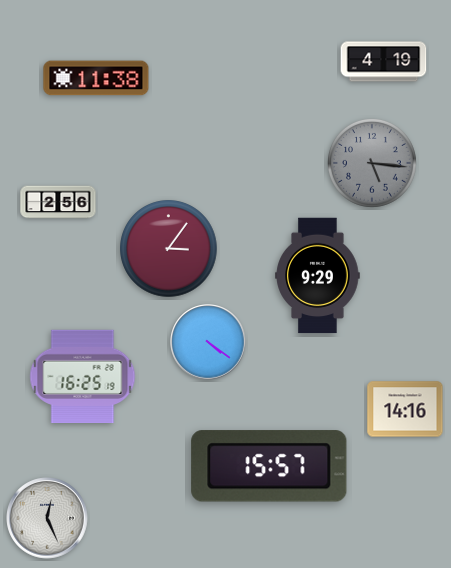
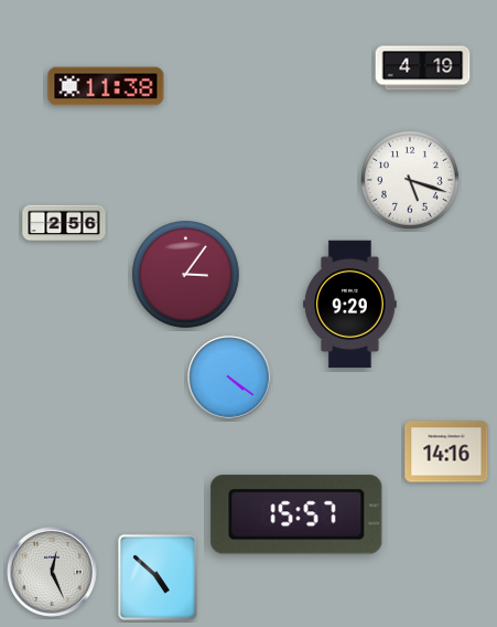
clock at (373, 164): 5:16 -> 5:18
clock at (373, 164) dial: grey -> white
clock at (83, 376): 16:25 -> none
clock at (158, 577): none -> 4:52
